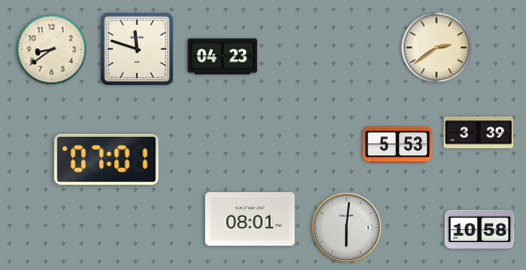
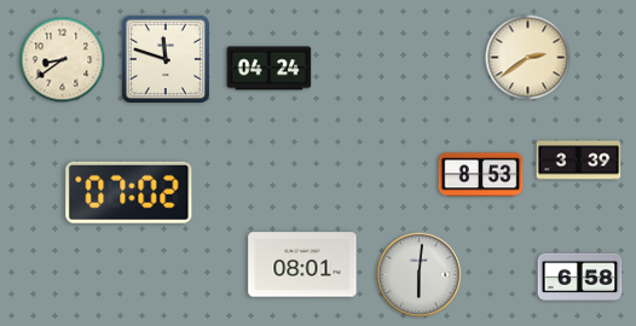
clock at (223, 57): 04:23 -> 04:24
clock at (398, 145): 5:53 -> 8:53
clock at (107, 159): 07:01 -> 07:02
clock at (480, 229): 10:58 -> 6:58
